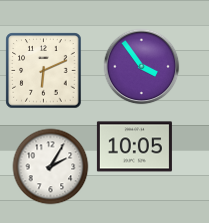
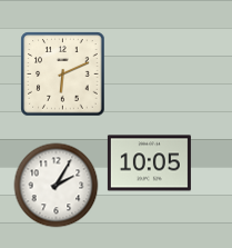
clock at (142, 67): 3:54 -> none
clock at (44, 71) position: (44, 71) -> (63, 75)
